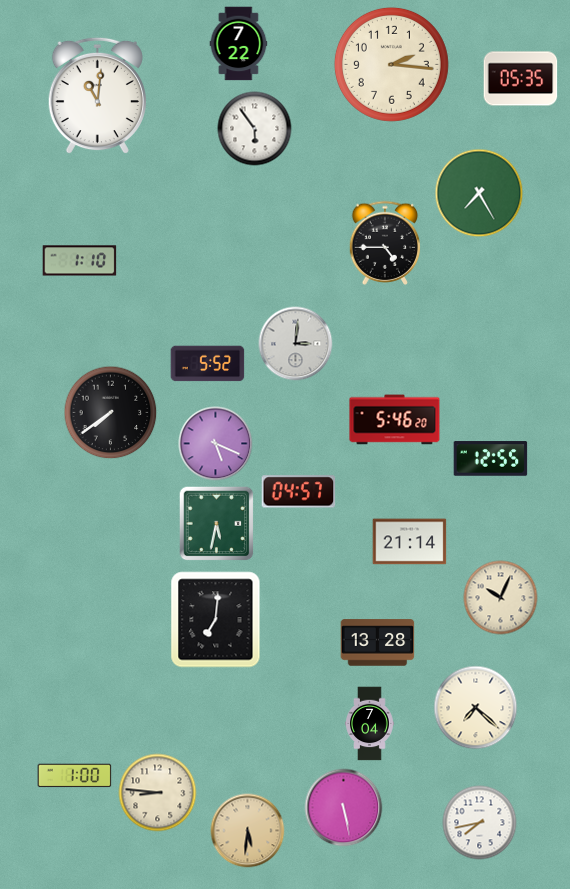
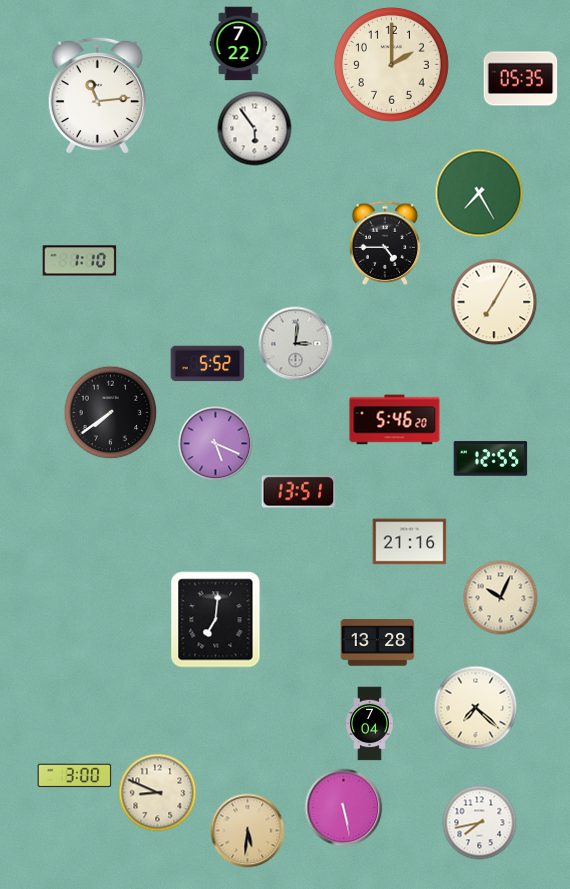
clock at (391, 64): 2:16 -> 2:00
clock at (97, 96): 11:01 -> 11:14
clock at (494, 302): none -> 7:05
clock at (299, 492): 04:57 -> 13:51
clock at (217, 524): 5:32 -> none
clock at (410, 542): 21:14 -> 21:16
clock at (75, 776): 1:00 -> 3:00
clock at (158, 793): 8:46 -> 8:49
